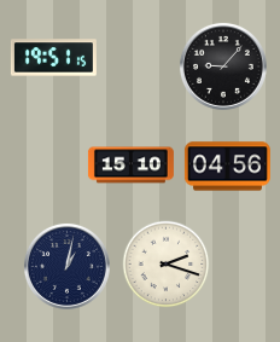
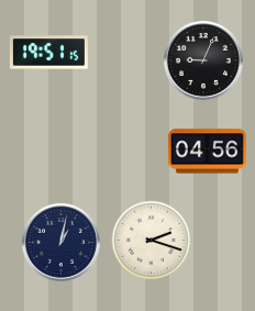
clock at (223, 66): 9:07 -> 9:04
clock at (130, 166): 15:10 -> none
